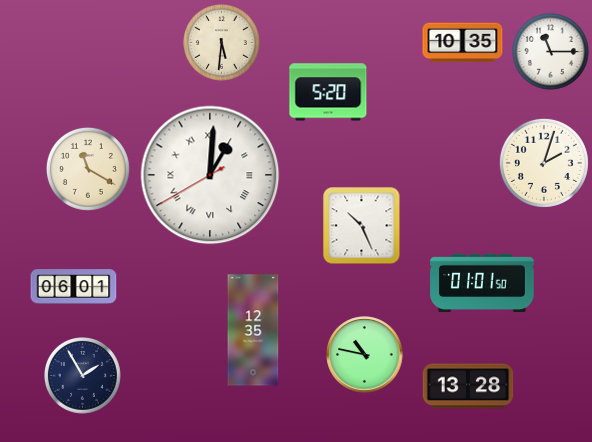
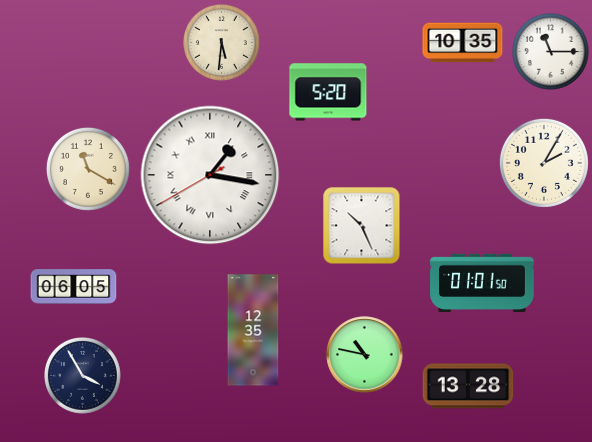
clock at (544, 163): 2:03 -> 2:05
clock at (210, 175): 1:00 -> 1:16
clock at (74, 287): 06:01 -> 06:05
clock at (83, 376): 1:55 -> 3:55
